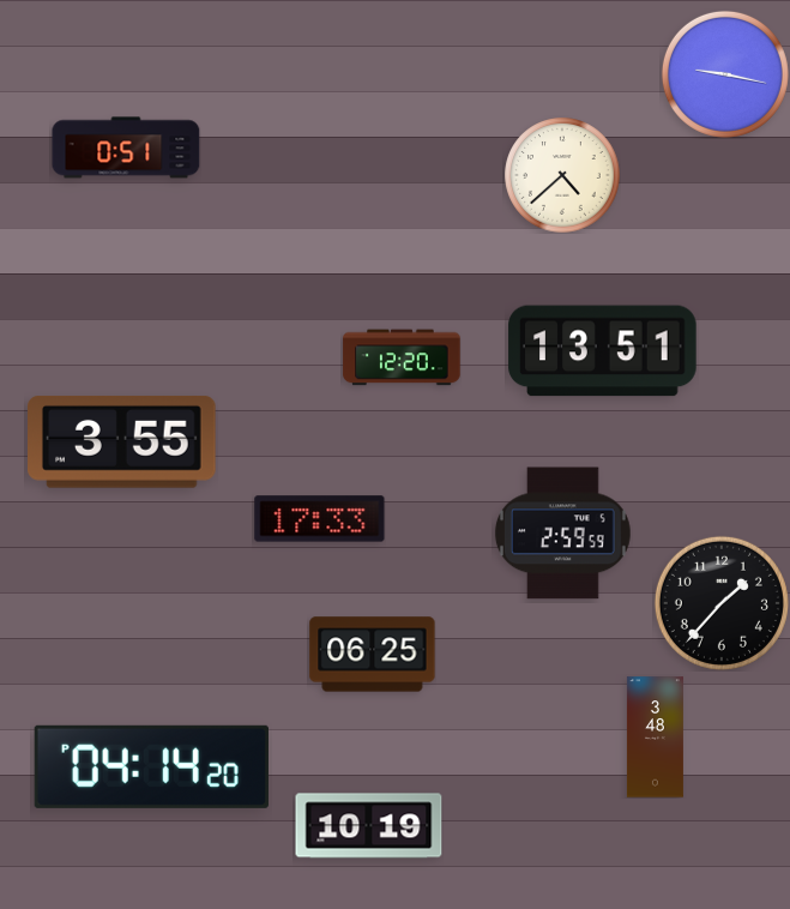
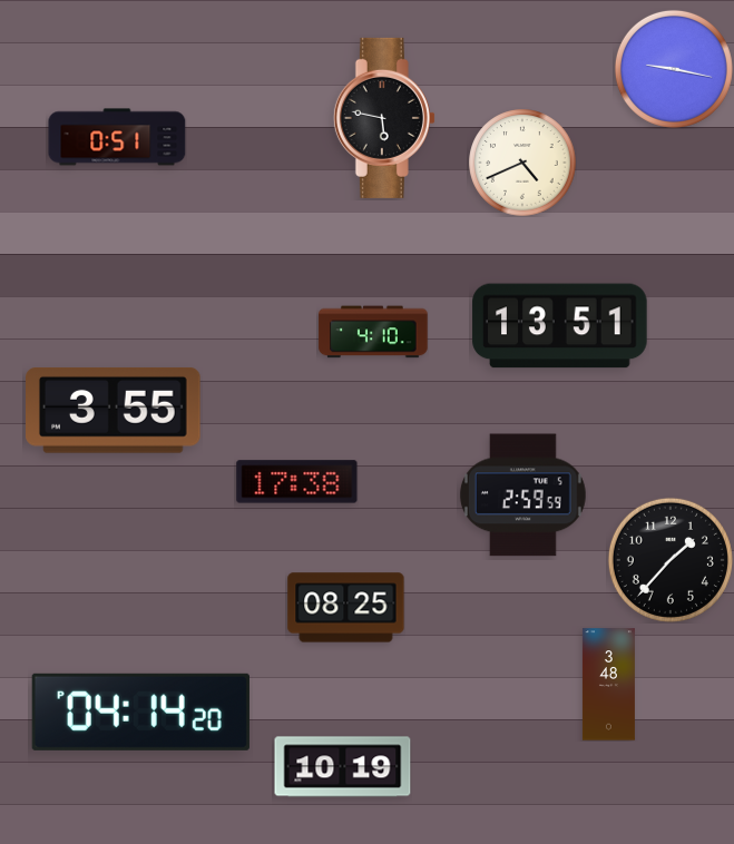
clock at (384, 118): none -> 5:47
clock at (562, 175): 4:38 -> 4:41
clock at (402, 357): 12:20 -> 4:10
clock at (320, 519): 17:33 -> 17:38
clock at (373, 655): 06:25 -> 08:25
